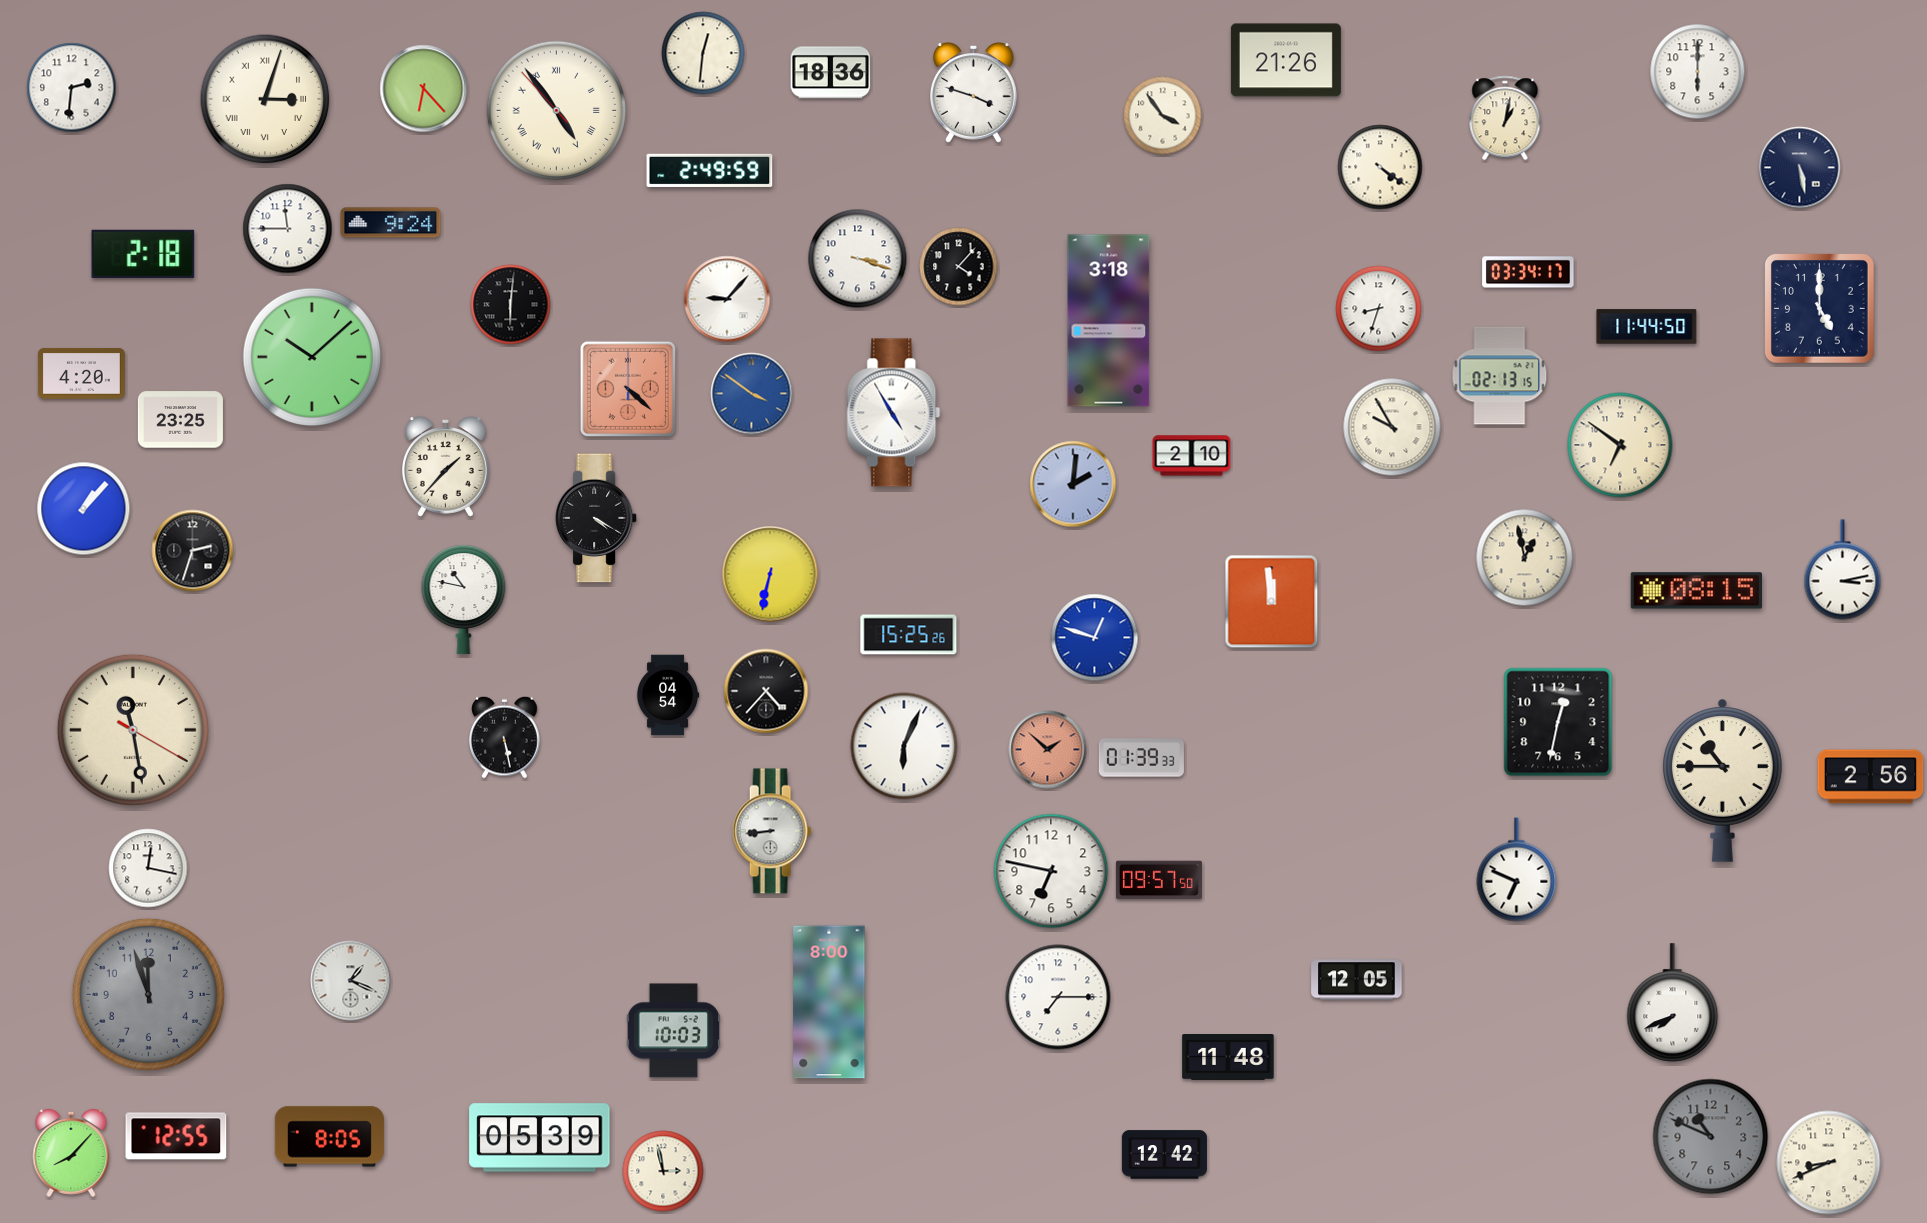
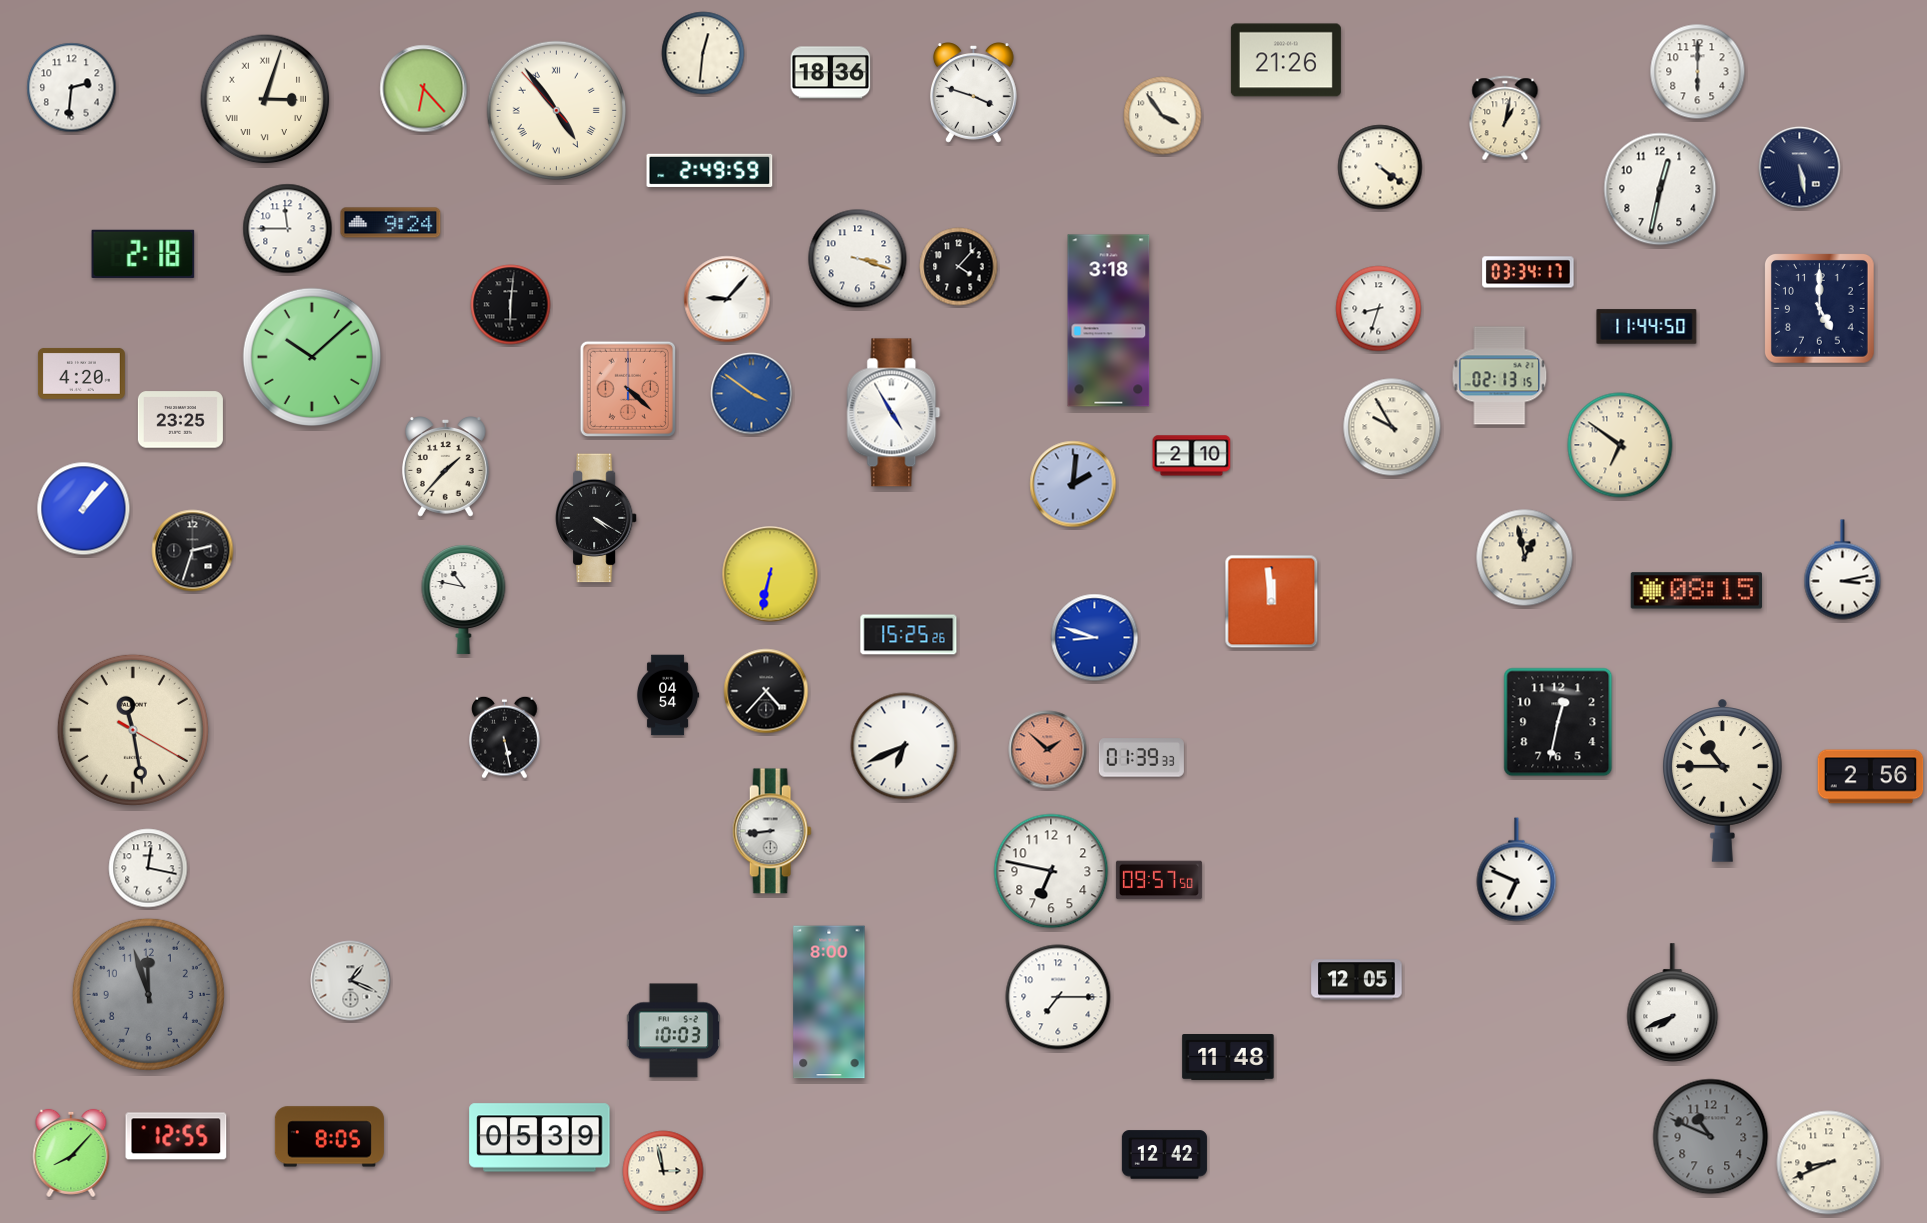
clock at (1660, 189): none -> 12:32
clock at (1095, 638): 12:48 -> 8:48
clock at (904, 746): 6:04 -> 6:41
